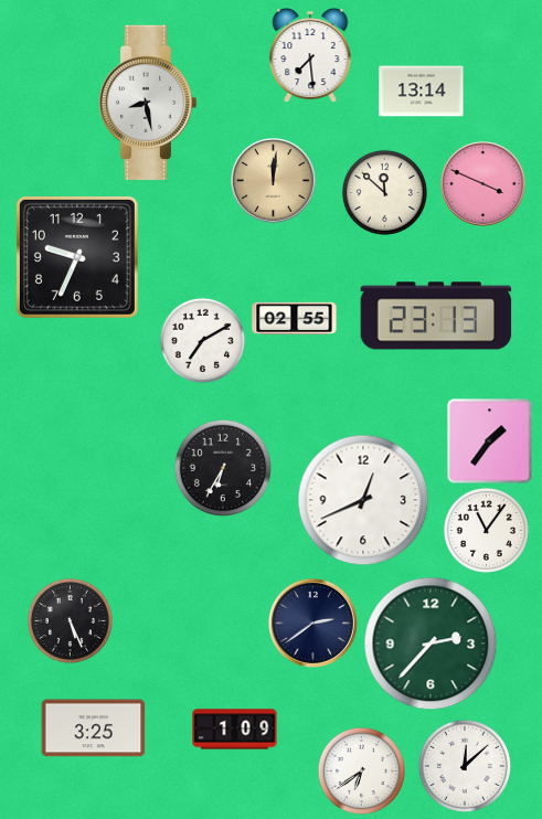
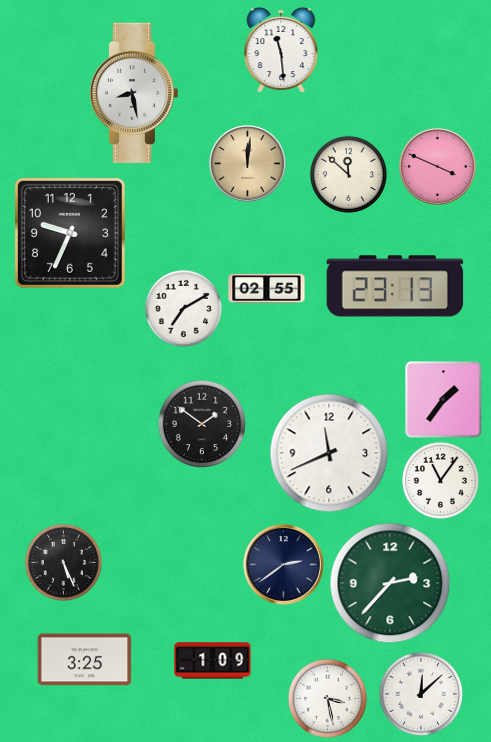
clock at (310, 55): 7:29 -> 11:29
clock at (422, 92): 13:14 -> none
clock at (222, 467): 6:35 -> 1:51
clock at (363, 500): 12:41 -> 11:41
clock at (361, 770): 6:39 -> 3:28
